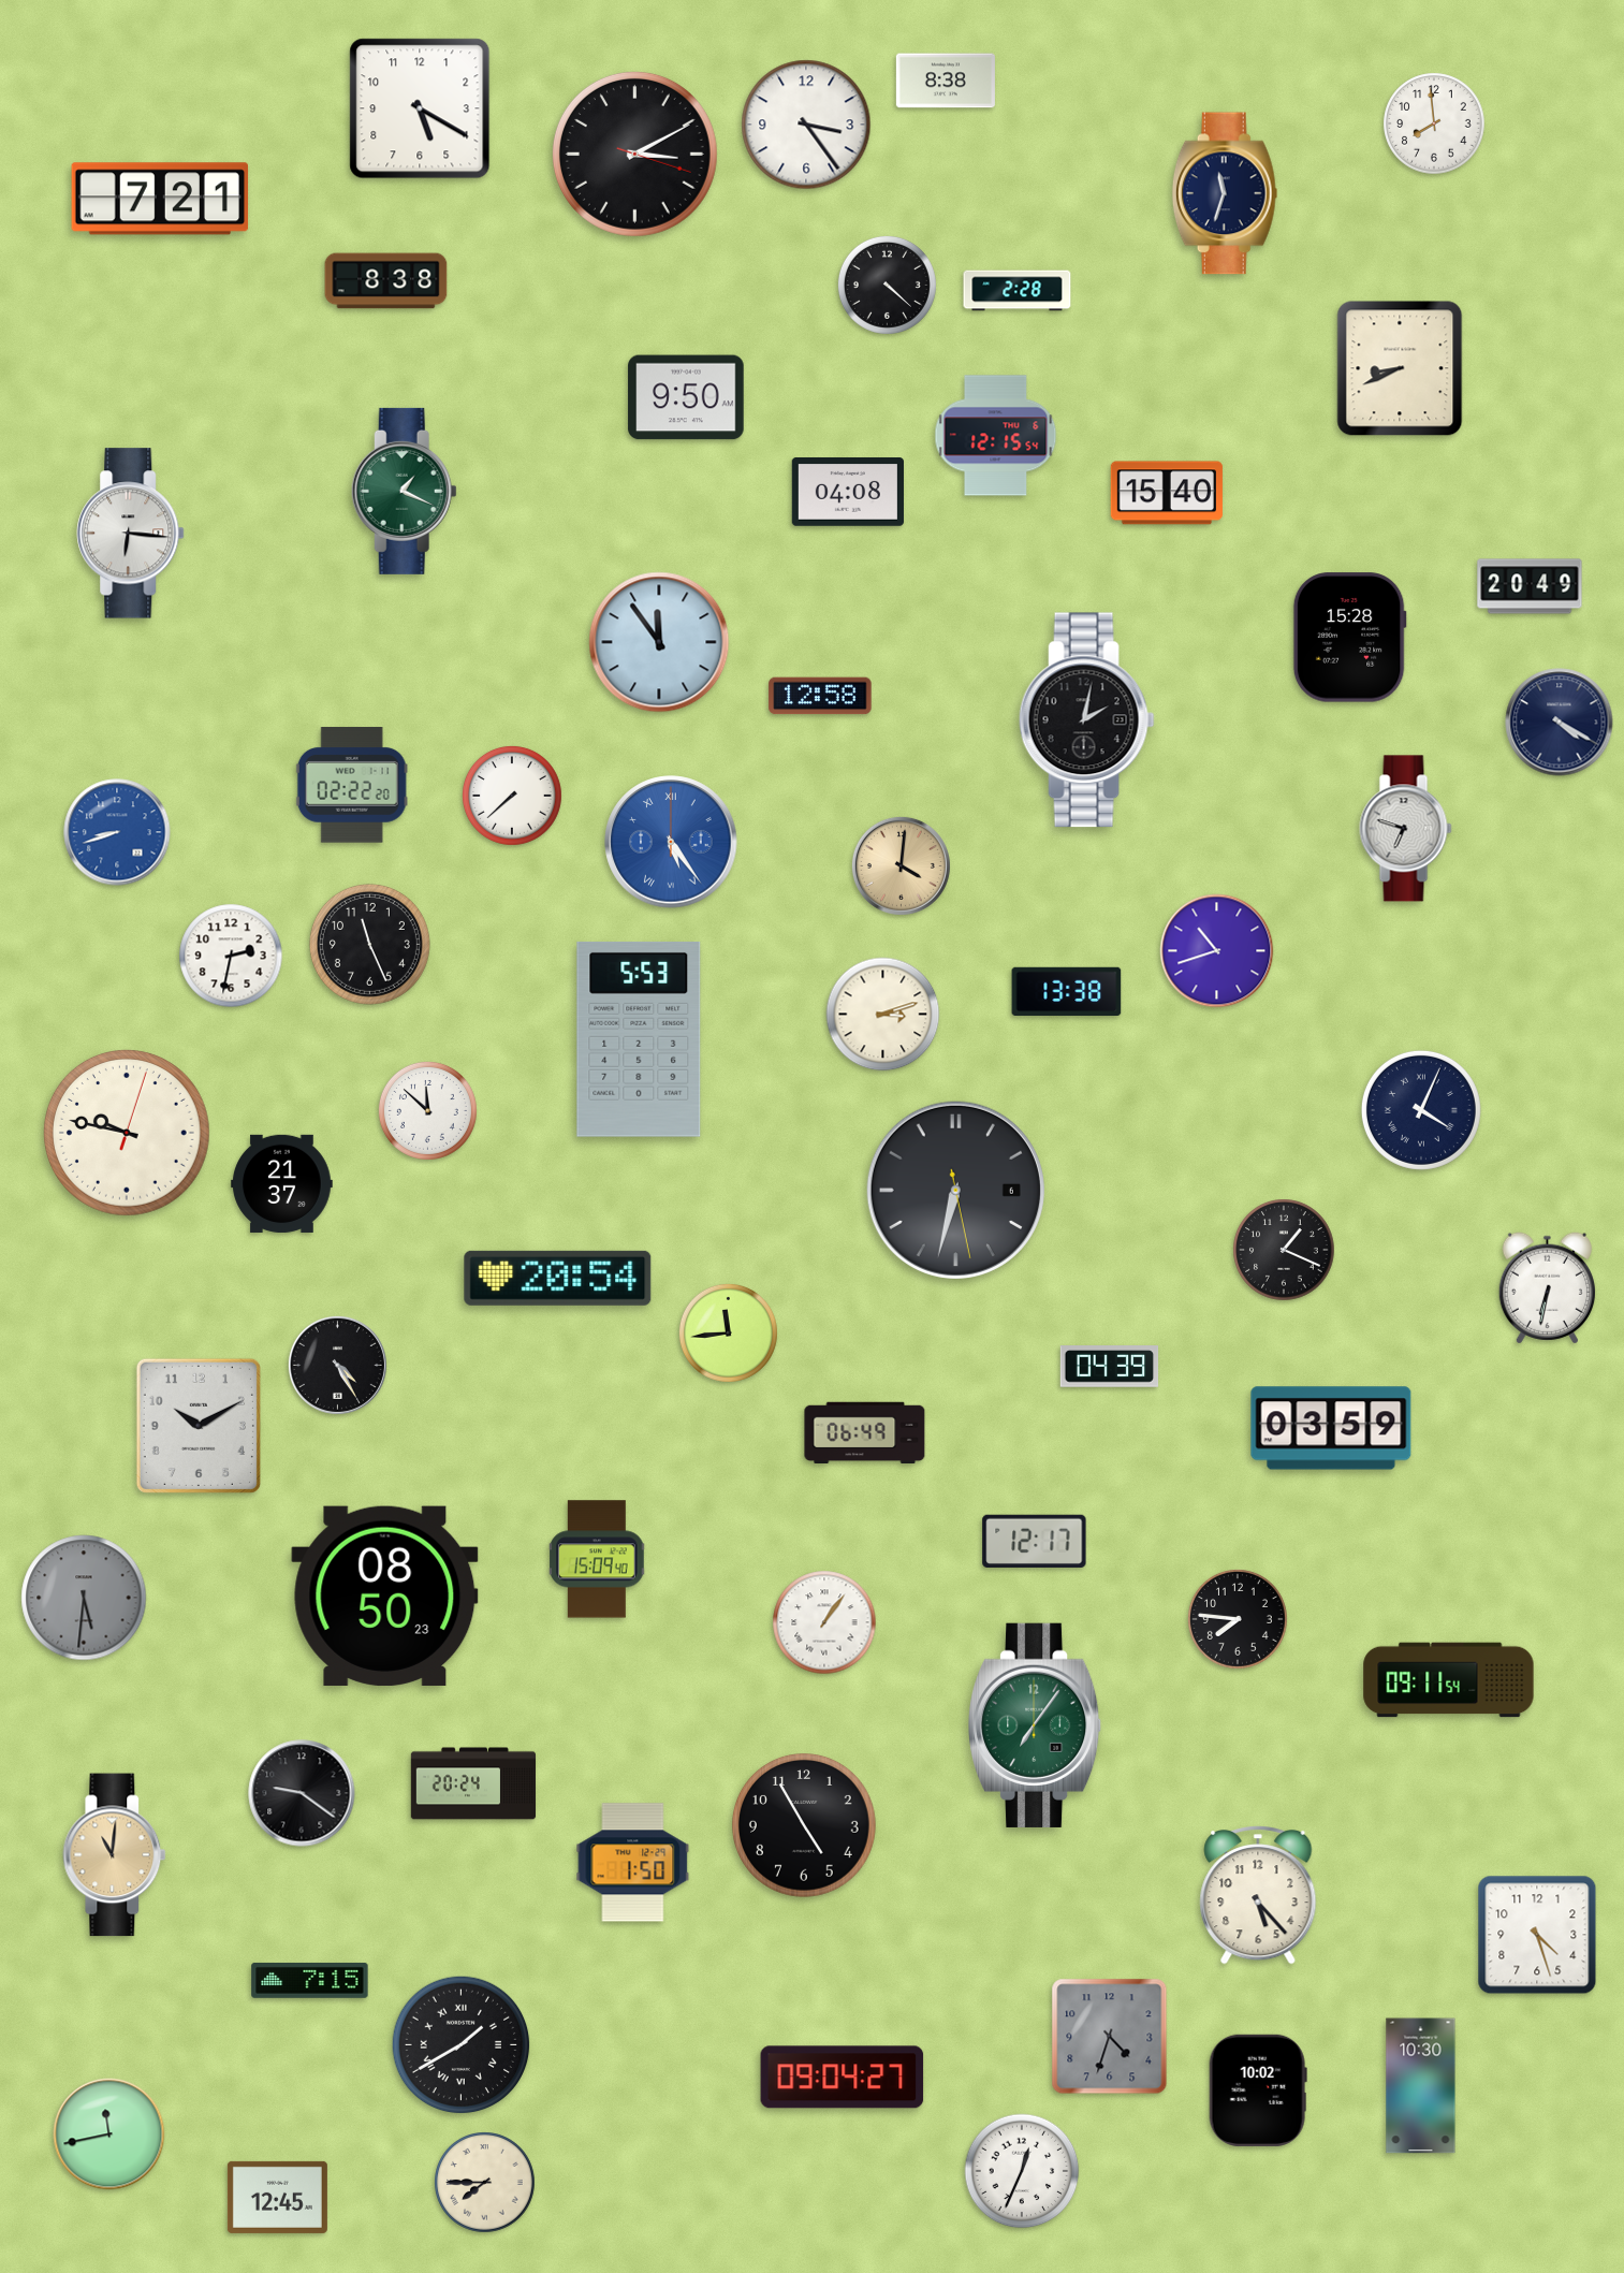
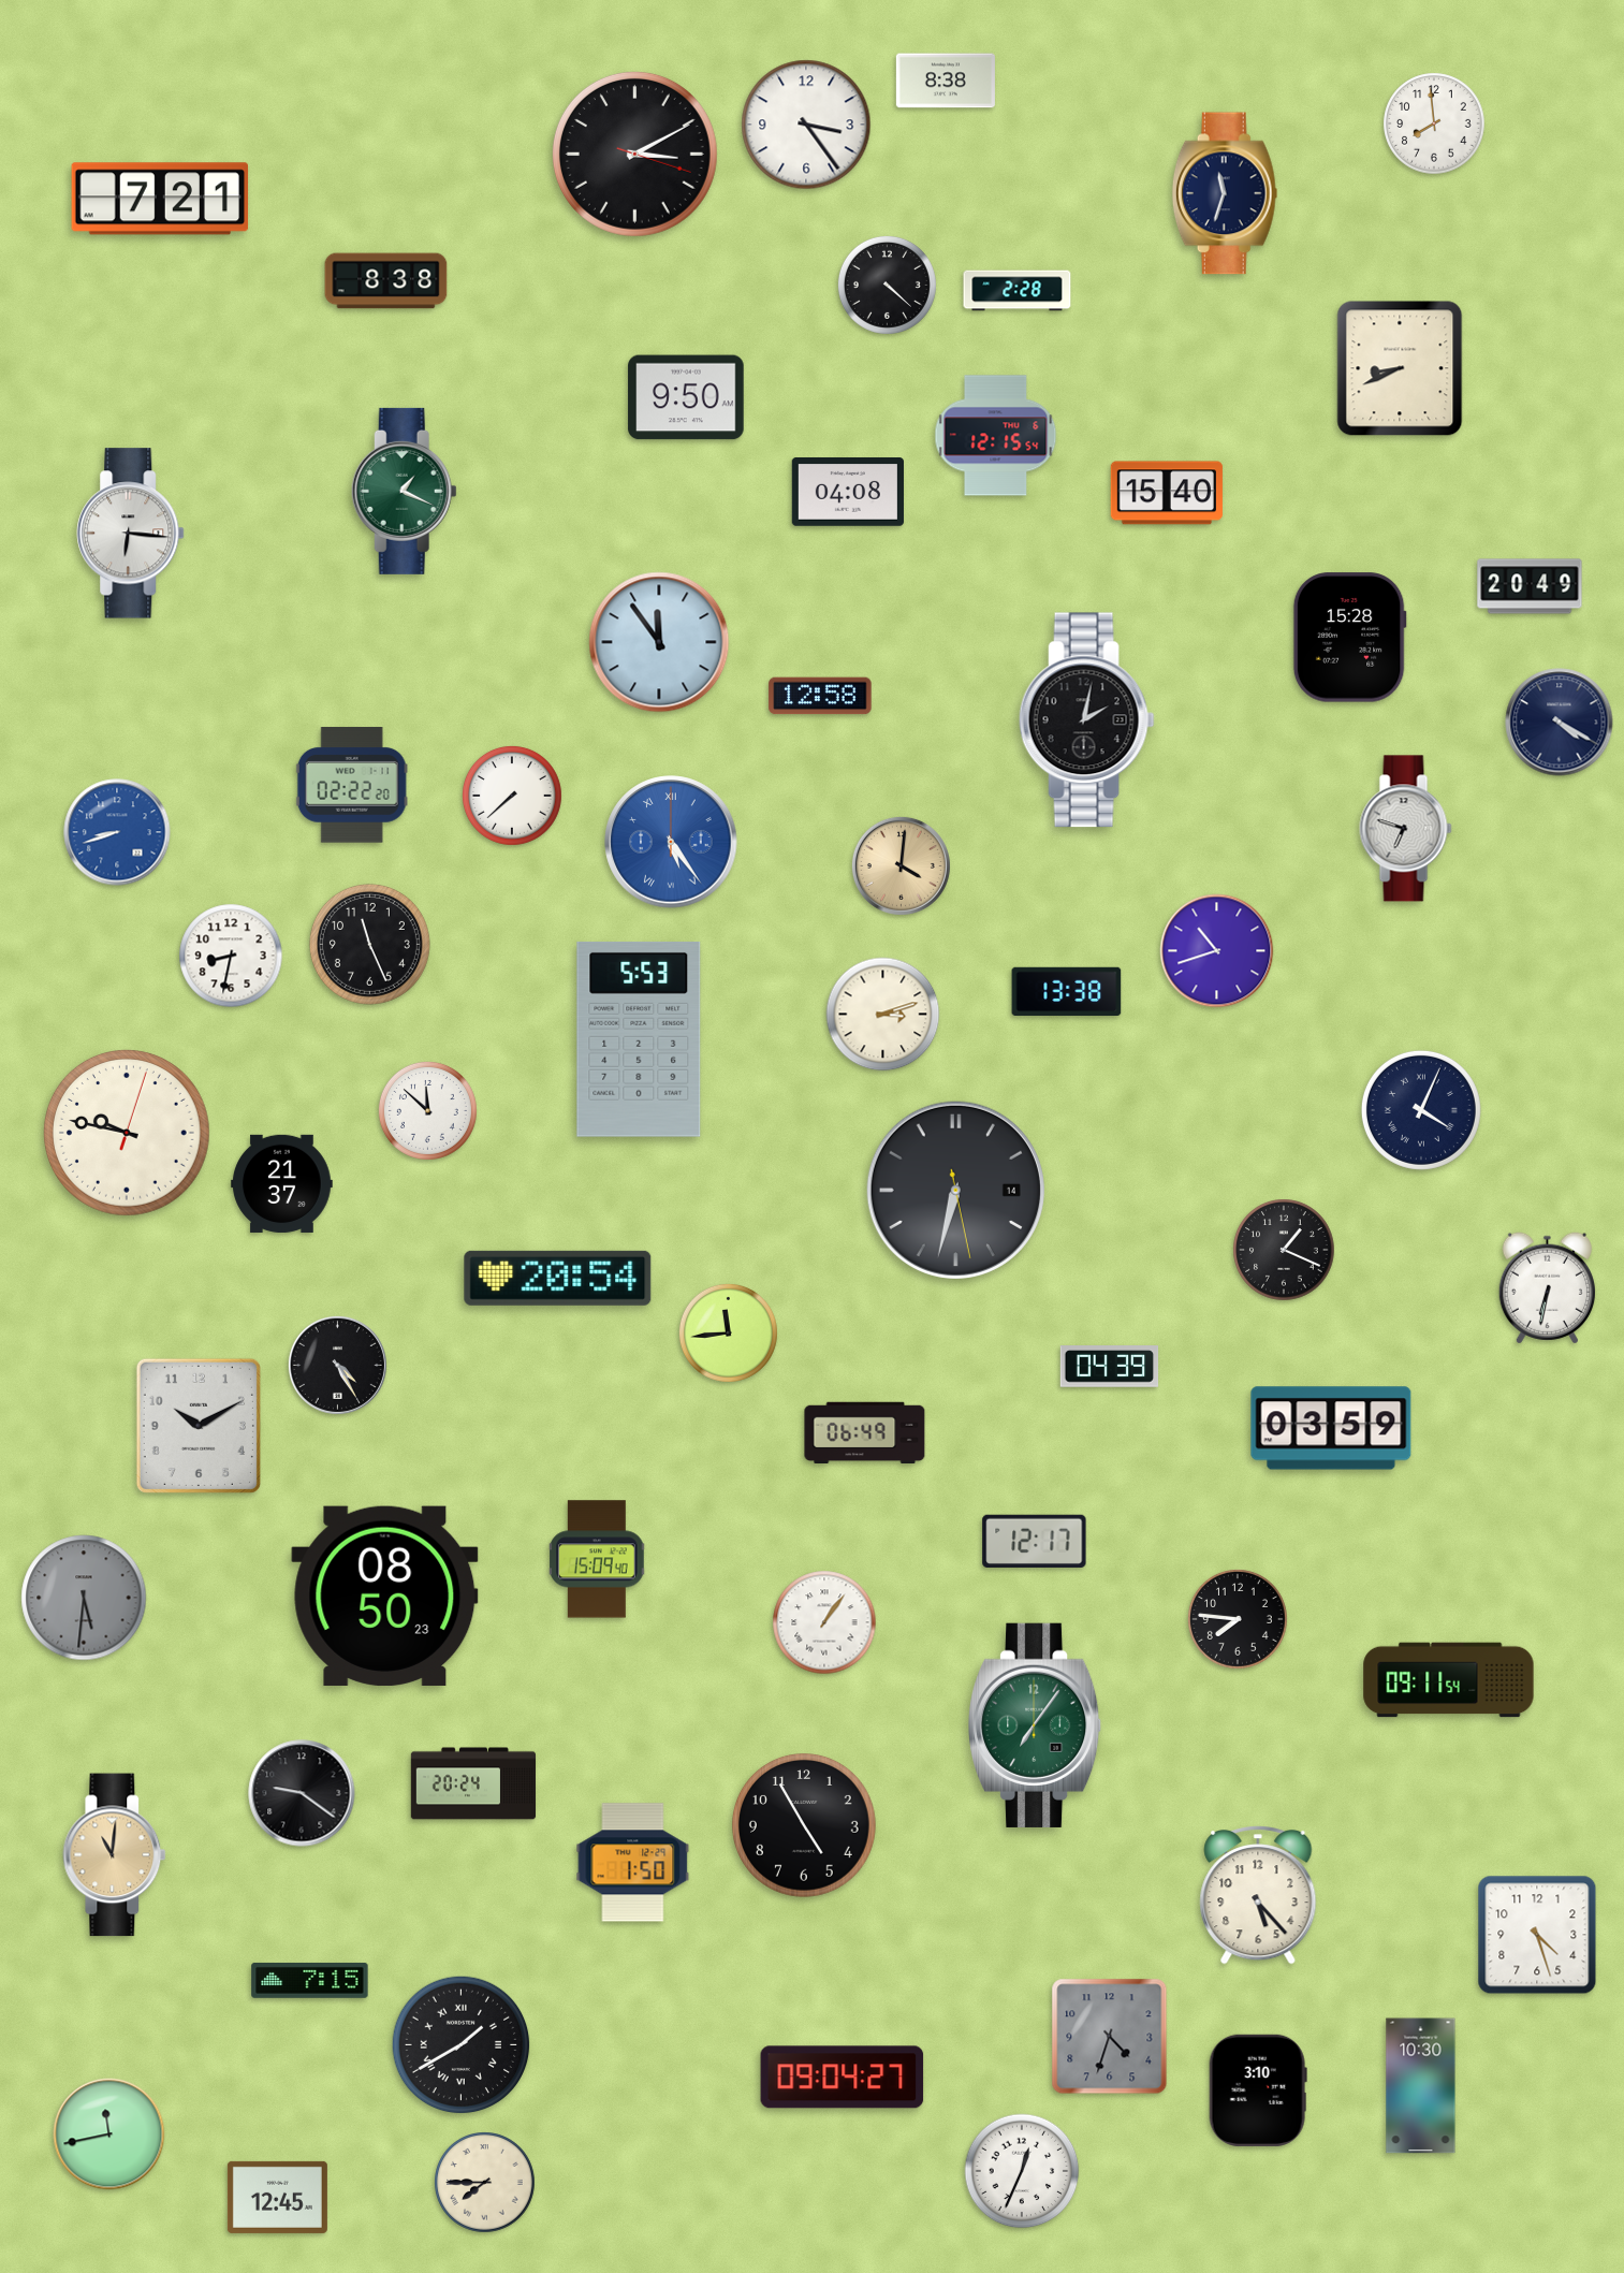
clock at (420, 108): 5:20 -> none
clock at (231, 956): 2:32 -> 8:32
clock at (955, 1190) date: 6 -> 14
clock at (1258, 2090): 10:02 -> 3:10
